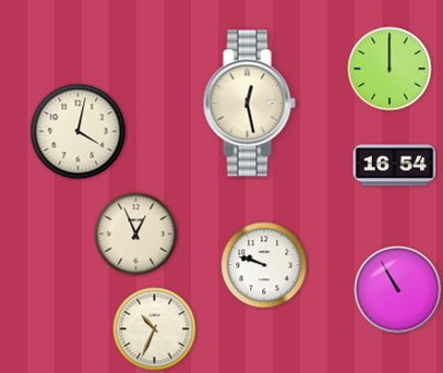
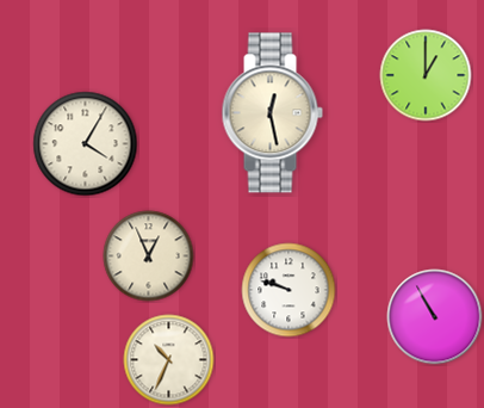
clock at (390, 69): 12:00 -> 1:00
clock at (79, 132): 4:02 -> 4:05
clock at (395, 166): 16:54 -> none
